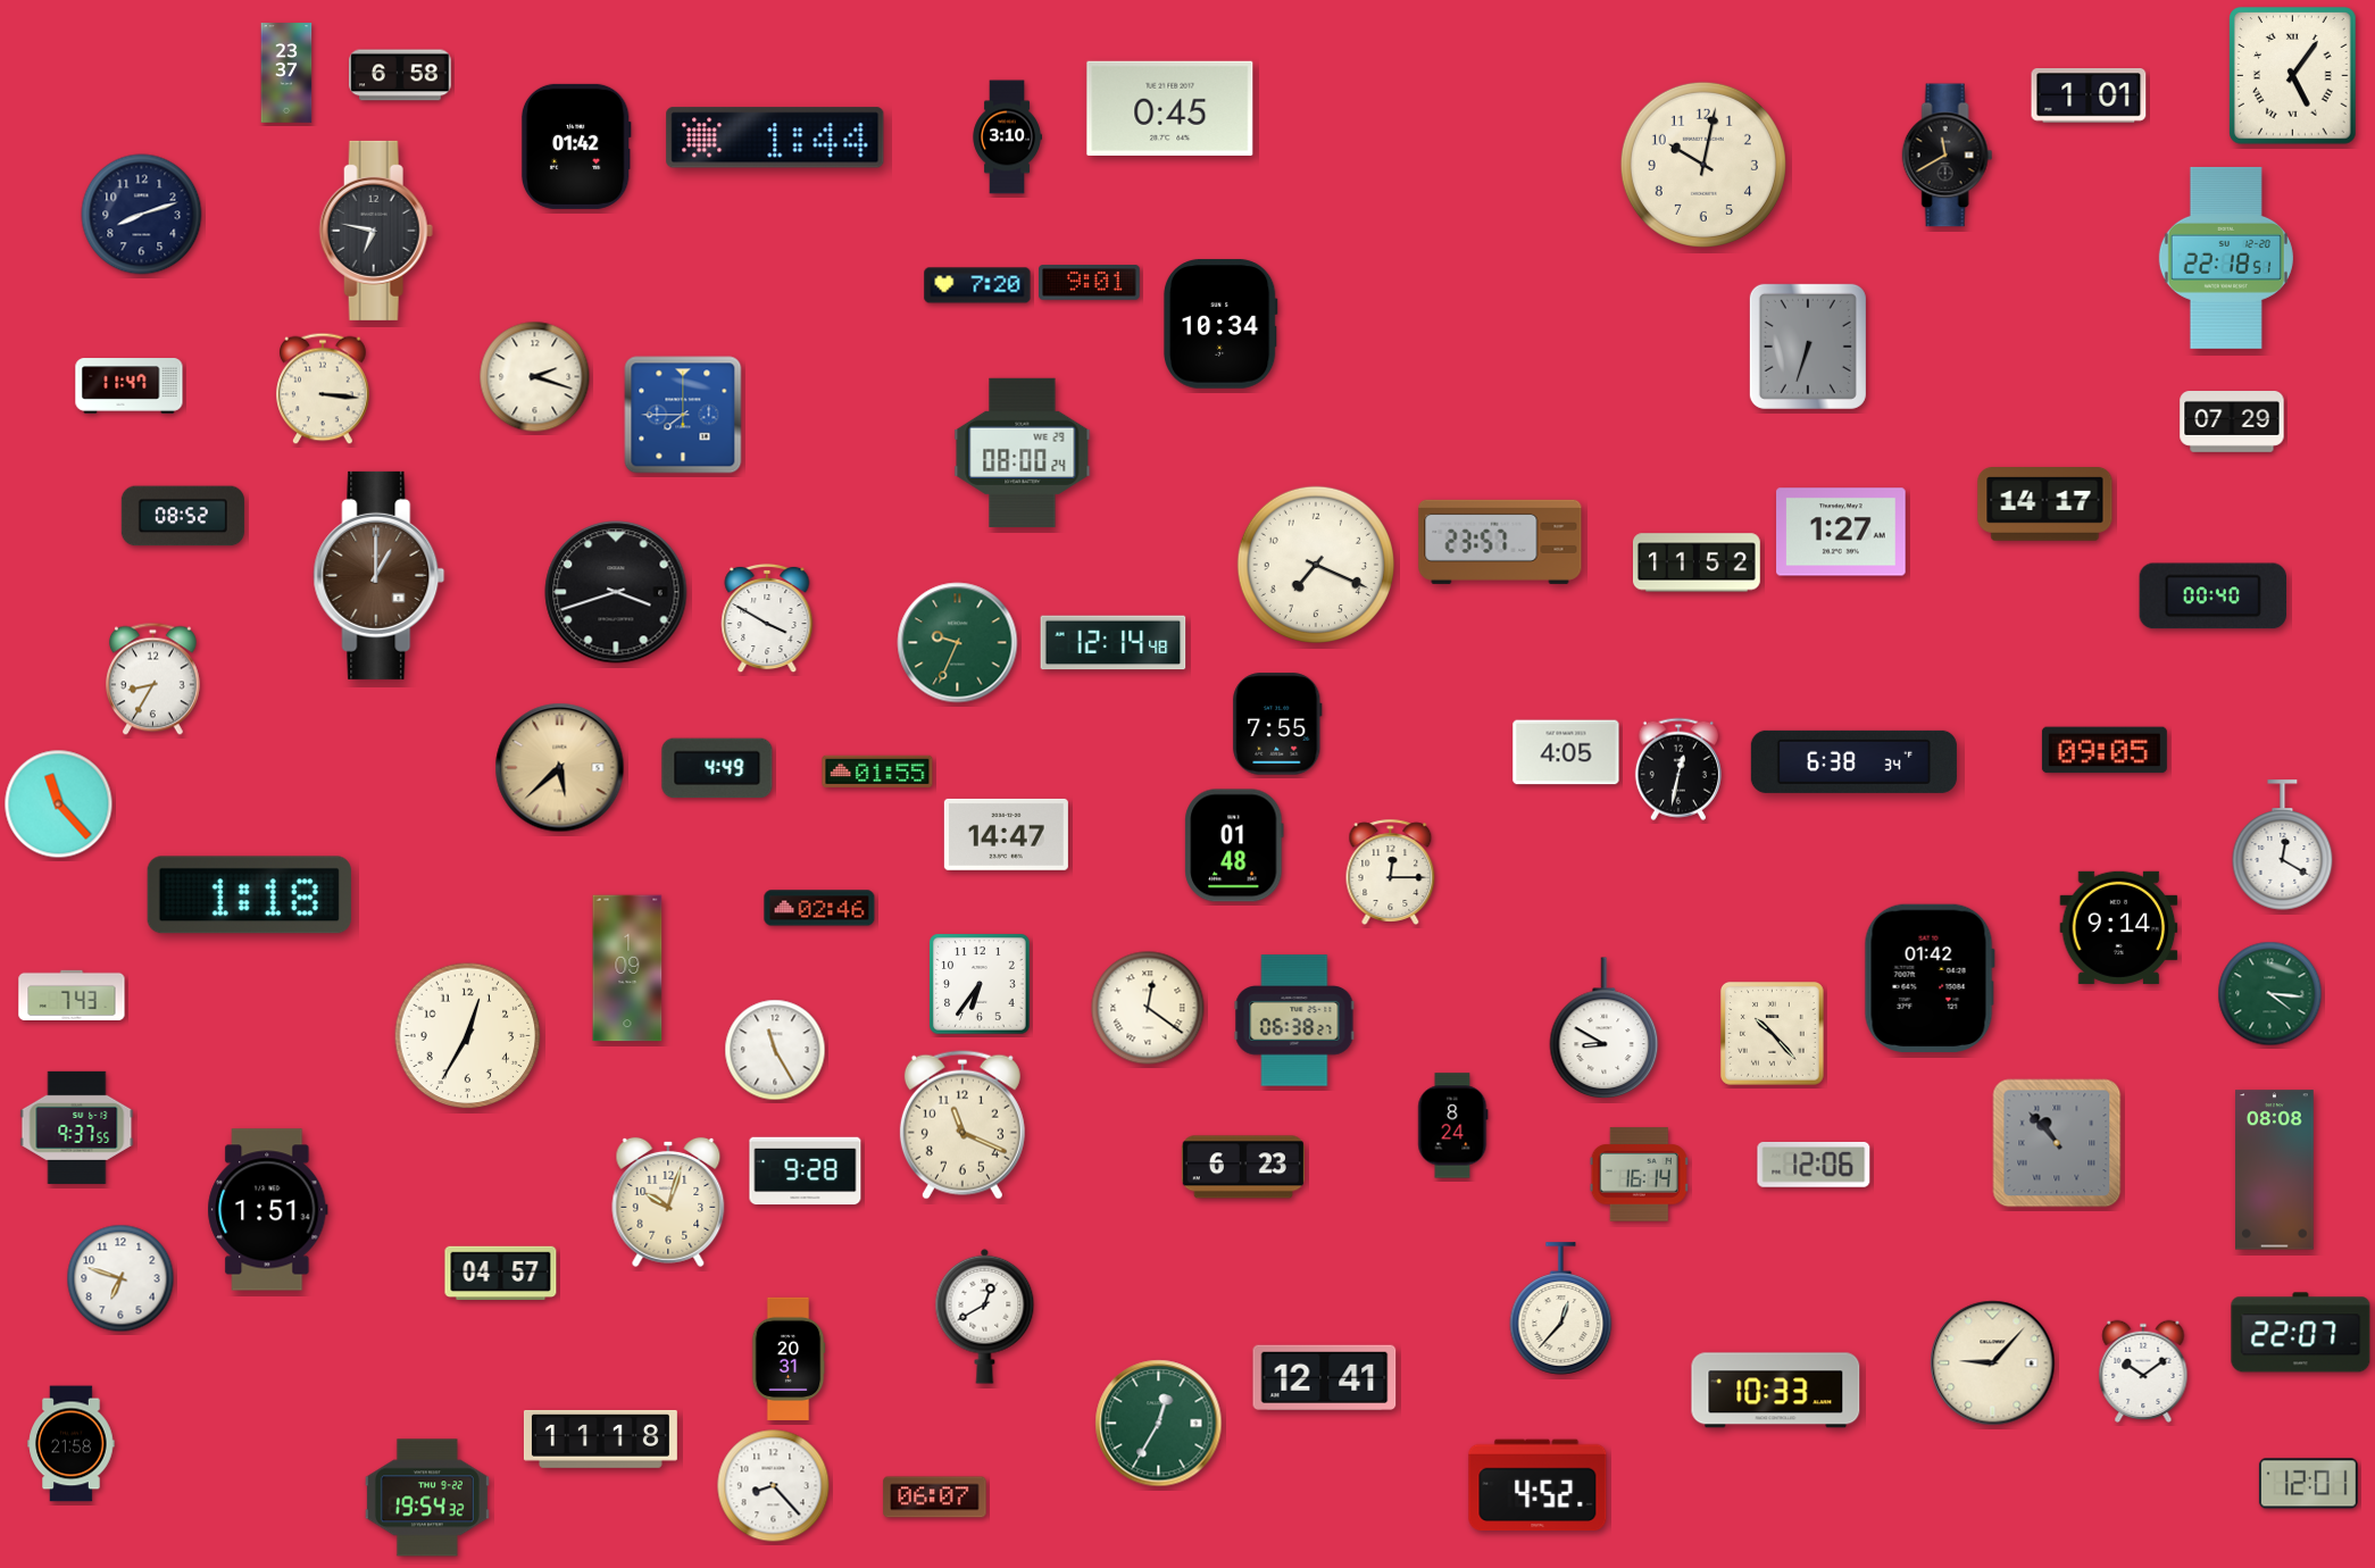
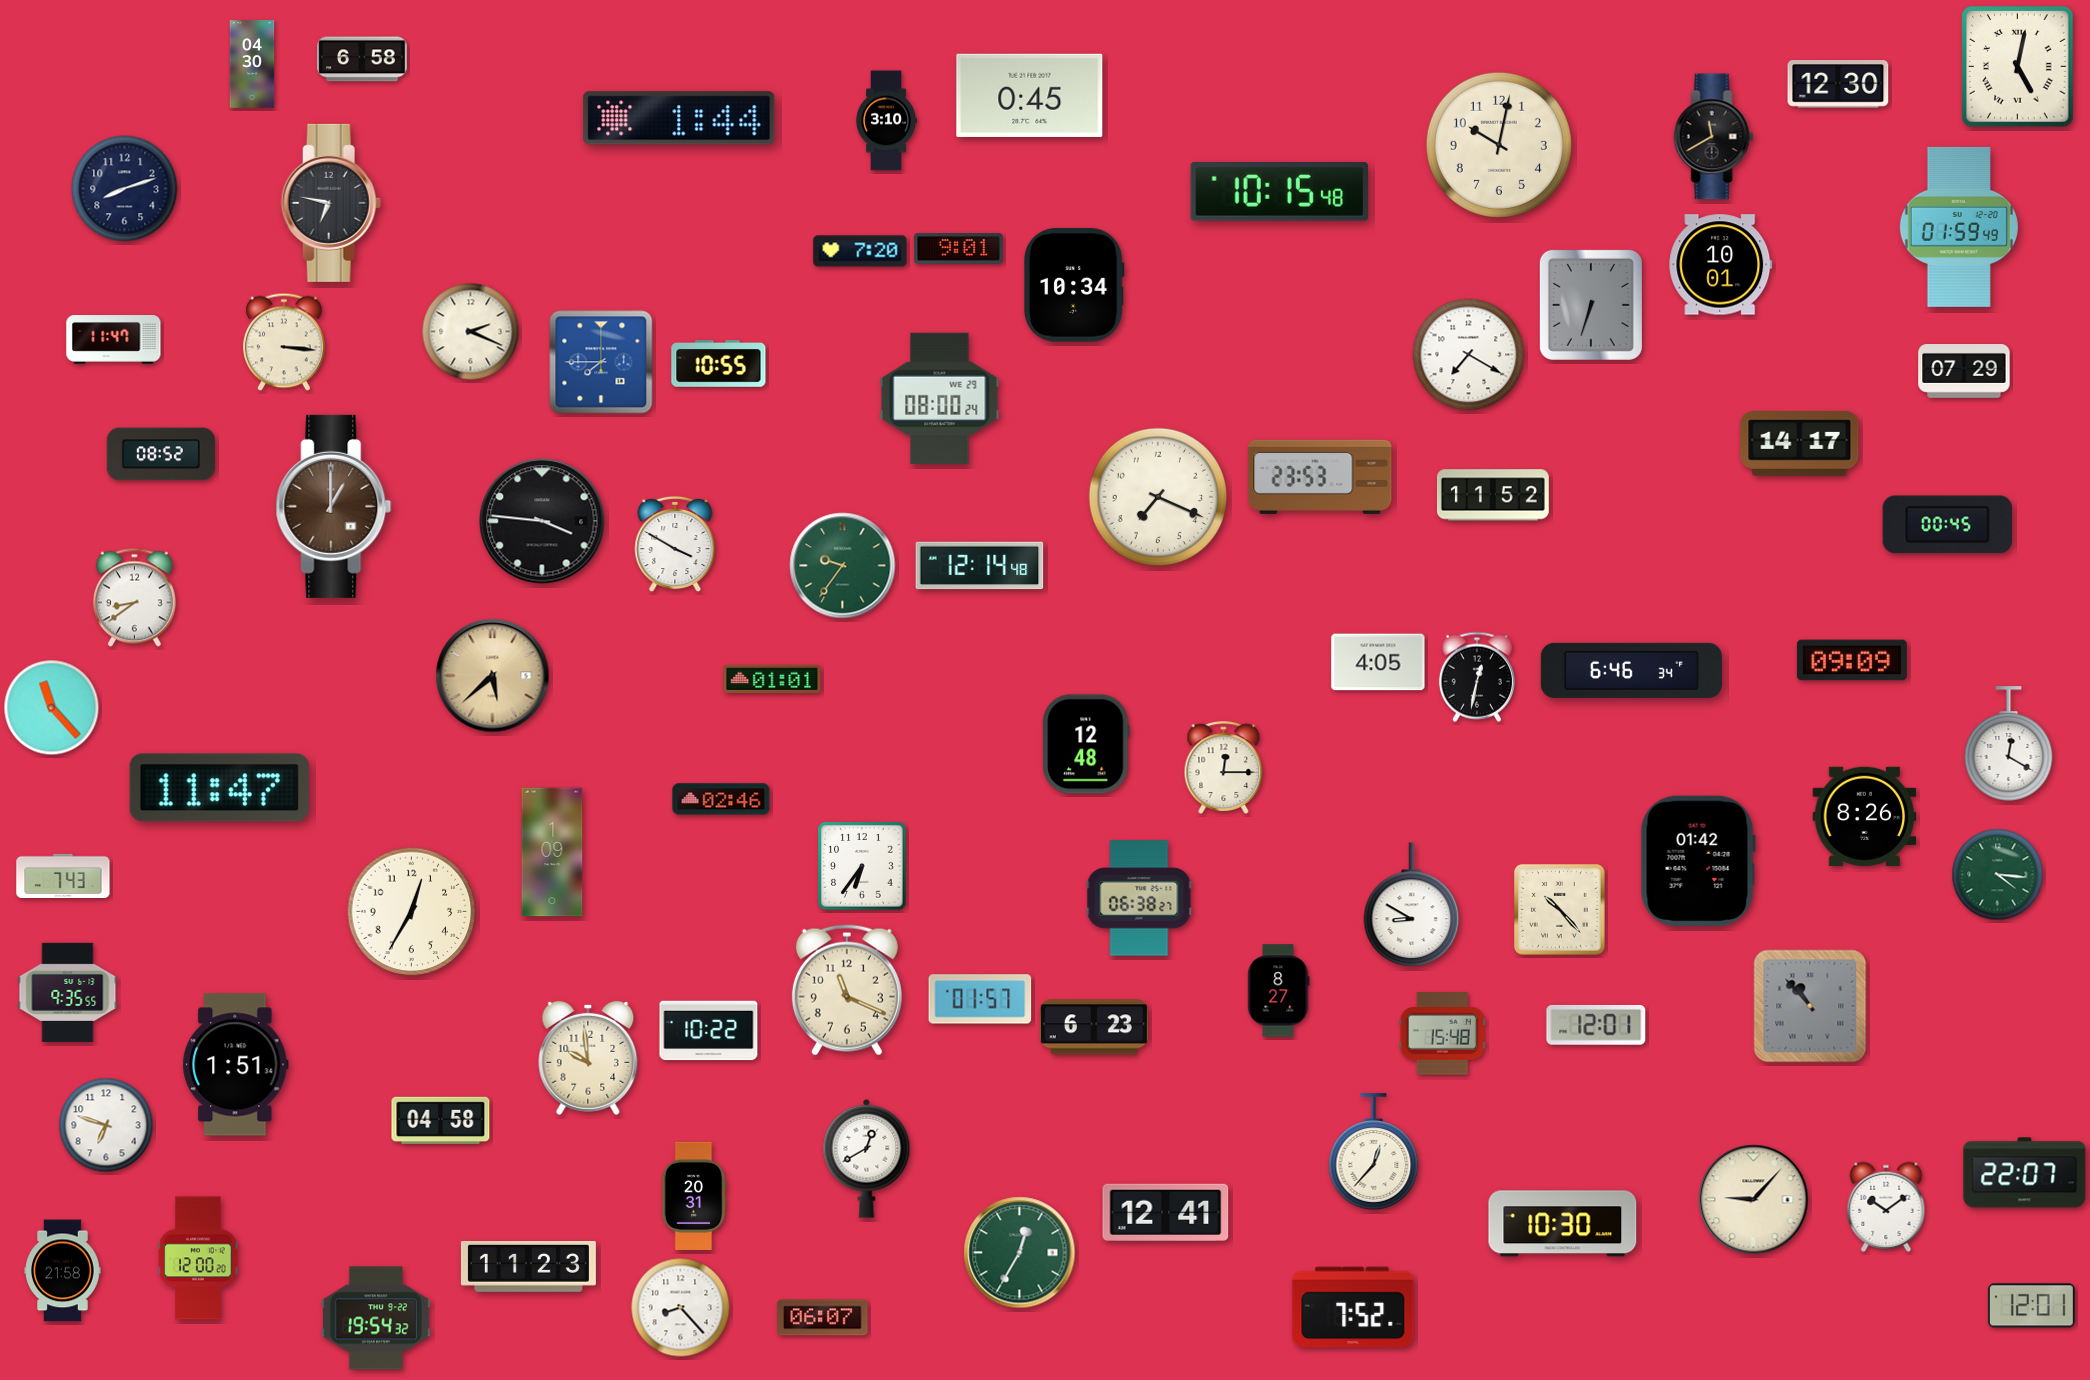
clock at (286, 73): 23:37 -> 04:30
clock at (400, 75) position: (400, 75) -> (362, 59)
clock at (2293, 76): 5:06 -> 5:02
clock at (2089, 97): 1:01 -> 12:30
clock at (775, 137) position: (775, 137) -> (679, 118)
clock at (576, 147): 01:42 -> none
clock at (1280, 192): none -> 10:15
clock at (2226, 258): 22:18 -> 01:59
clock at (1721, 265): none -> 10:01
clock at (535, 377): 2:18 -> 2:19
clock at (1469, 355): none -> 7:20
clock at (719, 364): none -> 10:55
clock at (683, 415) position: (683, 415) -> (601, 362)
clock at (1023, 452) position: (1023, 452) -> (940, 398)
clock at (1841, 532): 1:27 -> none
clock at (1500, 542): 23:57 -> 23:53
clock at (616, 592): 3:42 -> 3:46
clock at (2212, 597): 00:40 -> 00:45
clock at (958, 643): 9:34 -> 9:36
clock at (152, 679): 8:35 -> 8:39
clock at (1277, 724): 7:55 -> none
clock at (2105, 750): 09:05 -> 09:09
clock at (1853, 761): 6:38 -> 6:46
clock at (717, 768): 4:49 -> none
clock at (877, 770): 01:55 -> 01:01
clock at (1006, 834): 14:47 -> none
clock at (1234, 845): 01:48 -> 12:48
clock at (249, 895): 1:18 -> 11:47
clock at (2119, 927): 9:14 -> 8:26
clock at (1148, 1008): 12:21 -> none
clock at (775, 1050): 11:25 -> none
clock at (1453, 1126): 8:24 -> 8:27
clock at (77, 1127): 9:37 -> 9:35
clock at (980, 999): none -> 01:57
clock at (1814, 1165): 12:06 -> 12:01
clock at (2275, 1170): 08:08 -> none
clock at (806, 1171): 9:28 -> 10:22
clock at (1639, 1175): 16:14 -> 15:48
clock at (668, 1202): 10:03 -> 9:59
clock at (501, 1273): 04:57 -> 04:58
clock at (1776, 1391): 10:33 -> 10:30
clock at (198, 1258): none -> 12:00
clock at (600, 1440): 11:18 -> 11:23
clock at (1538, 1485): 4:52 -> 7:52
